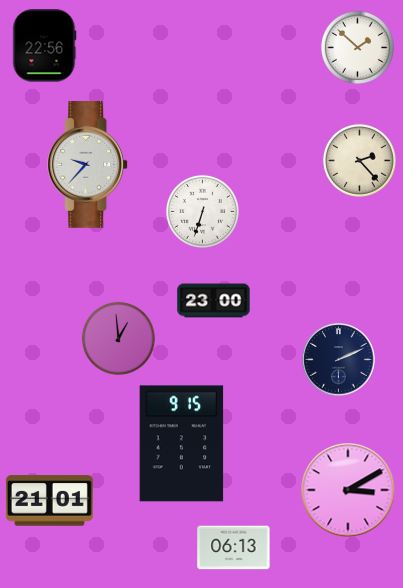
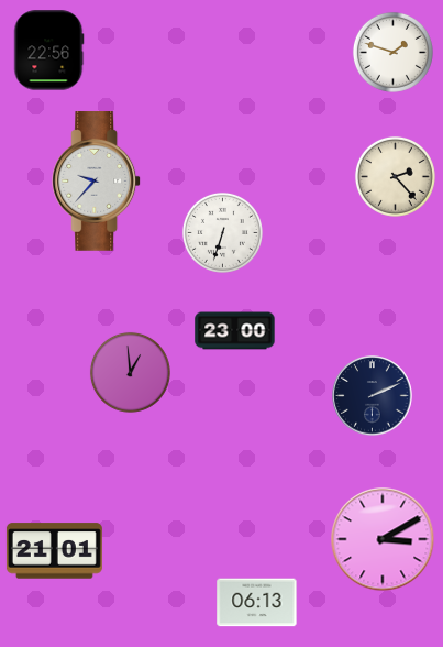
clock at (357, 47): 1:52 -> 1:48
clock at (182, 444): 9:15 -> none
